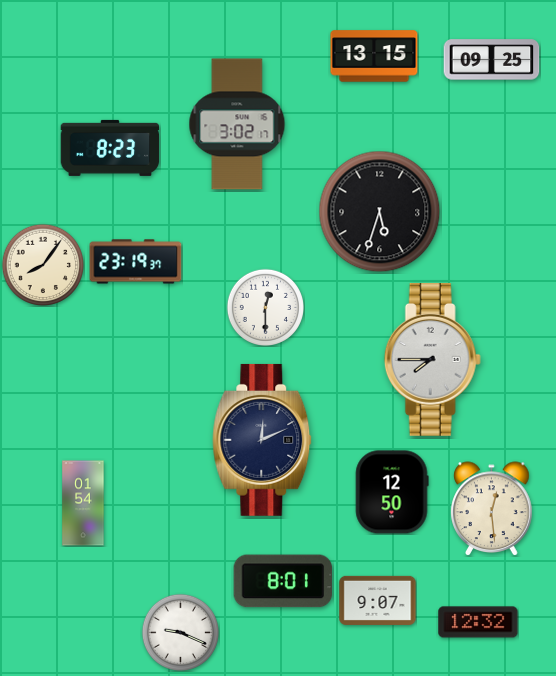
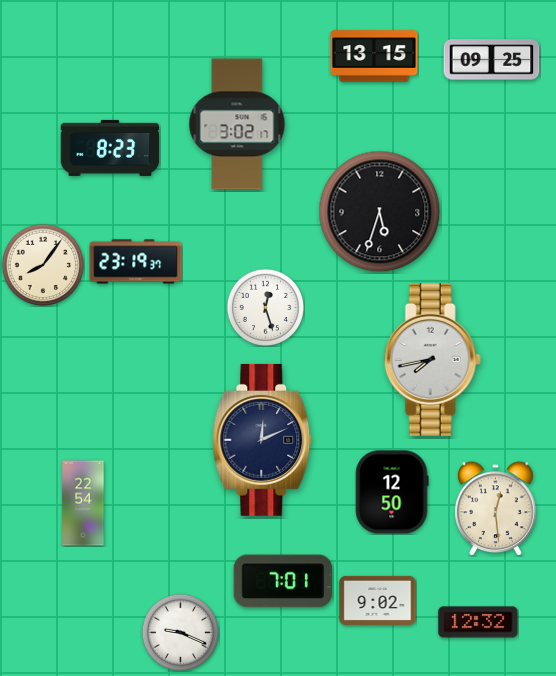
clock at (265, 307): 12:30 -> 12:27
clock at (432, 359): 7:45 -> 7:43
clock at (83, 503): 01:54 -> 22:54
clock at (492, 509) position: (492, 509) -> (496, 509)
clock at (283, 581): 8:01 -> 7:01
clock at (378, 600): 9:07 -> 9:02
